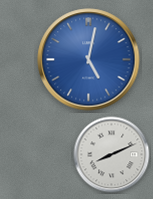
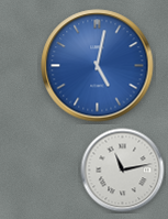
clock at (112, 155): 8:11 -> 11:13
